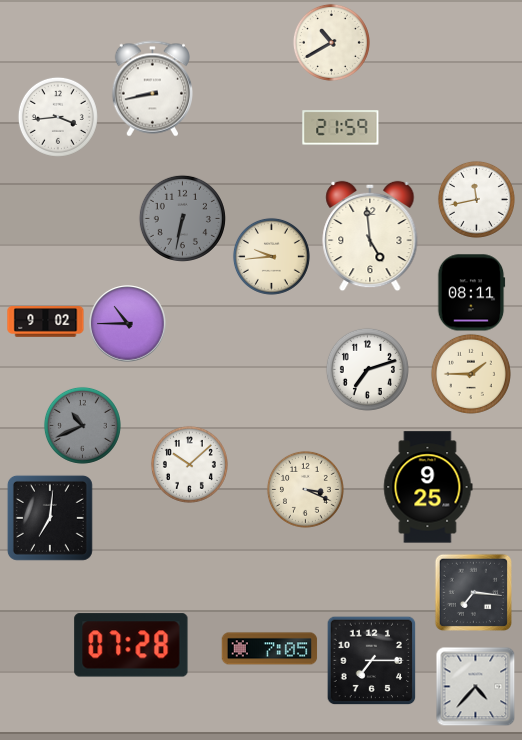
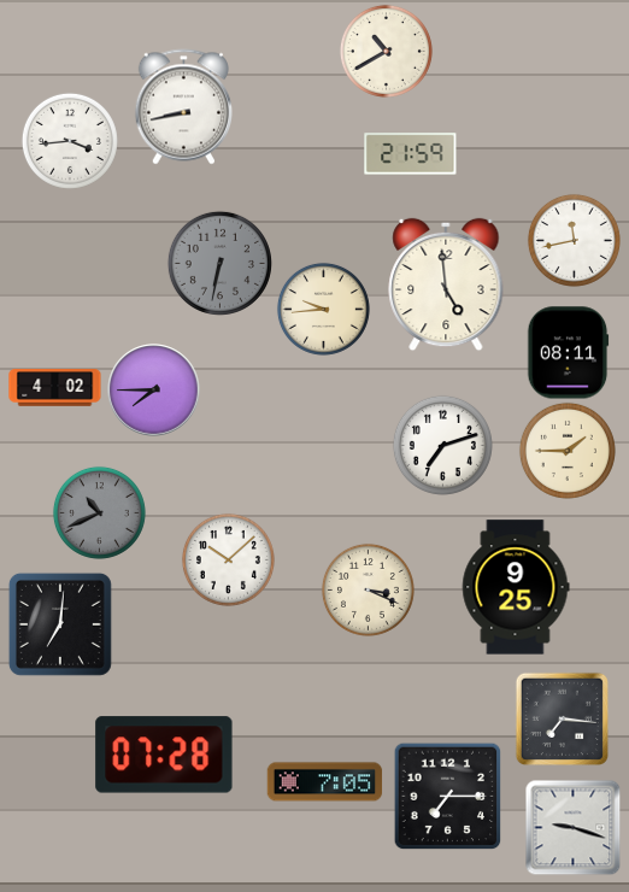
clock at (331, 42) position: (331, 42) -> (386, 51)
clock at (271, 256) position: (271, 256) -> (323, 309)
clock at (46, 322): 9:02 -> 4:02
clock at (128, 324): 10:45 -> 7:45
clock at (473, 592) position: (473, 592) -> (562, 718)
clock at (131, 645) position: (131, 645) -> (164, 755)
clock at (475, 686): 4:37 -> 9:18
